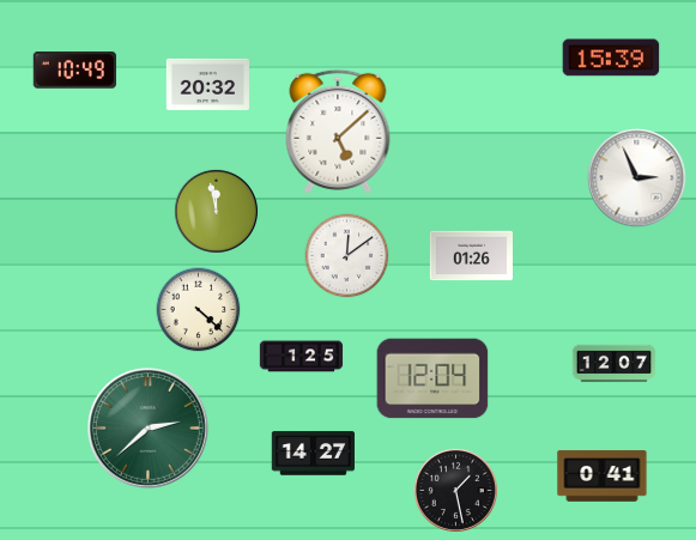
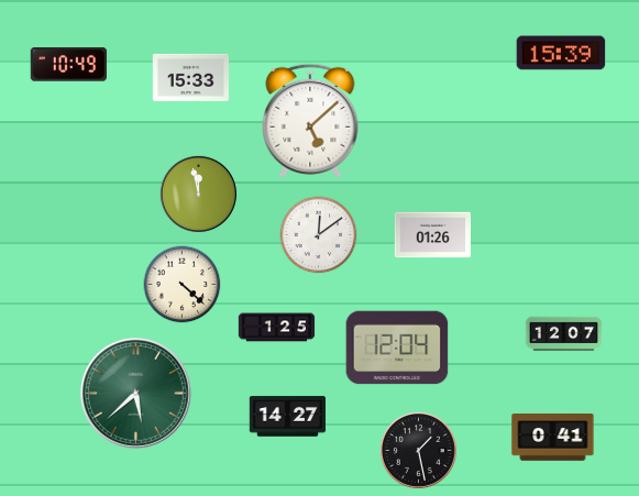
clock at (208, 84): 20:32 -> 15:33
clock at (637, 178): 2:56 -> none
clock at (149, 429): 2:38 -> 5:38
